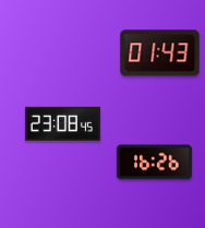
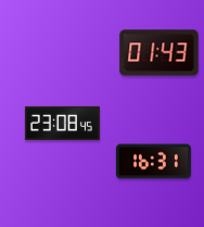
clock at (154, 163): 16:26 -> 16:31
